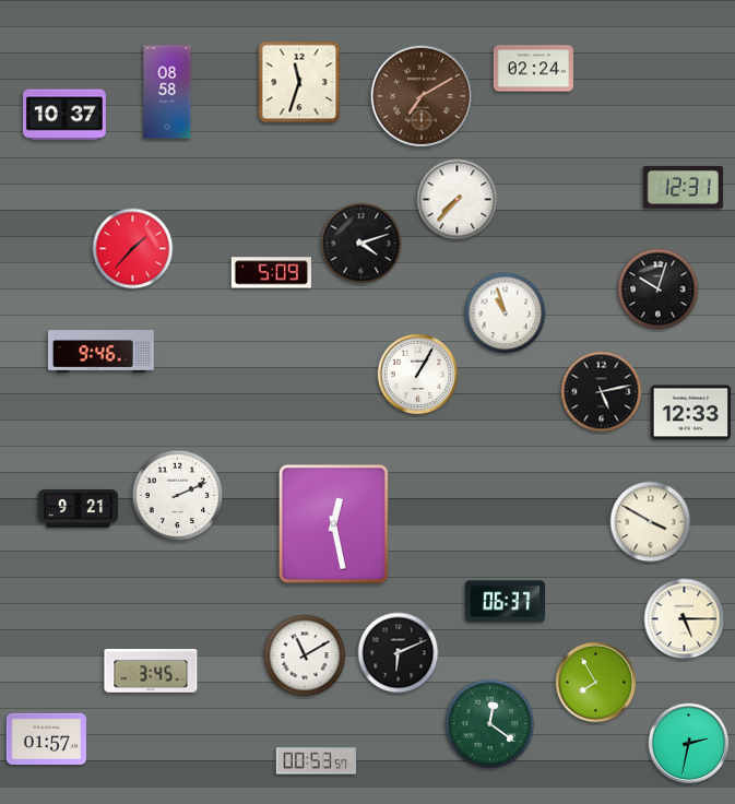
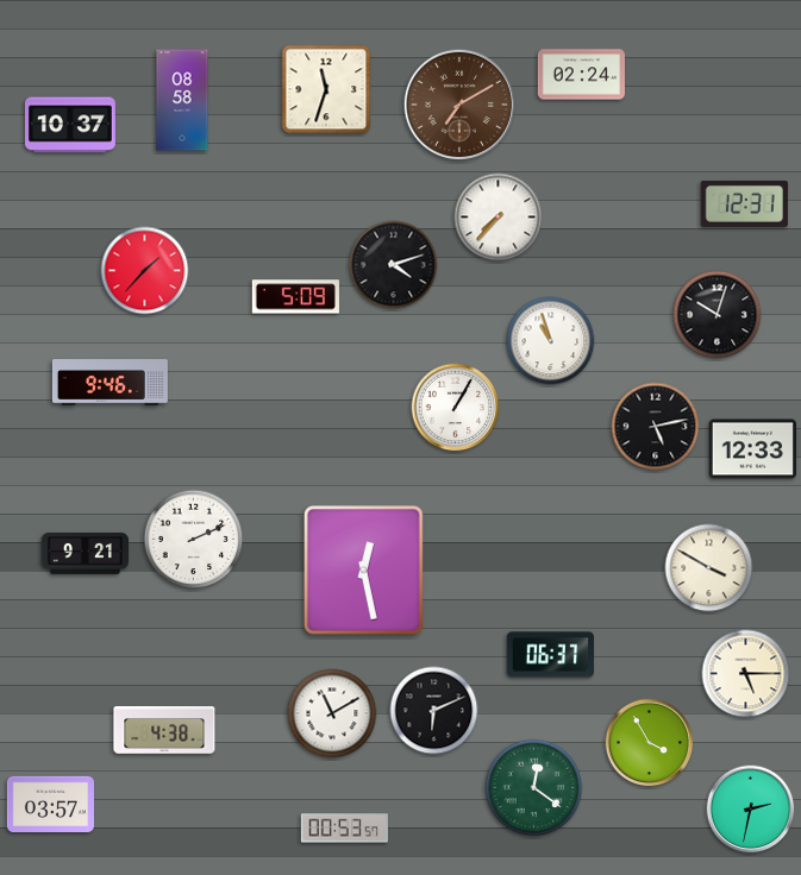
clock at (151, 672): 3:45 -> 4:38
clock at (596, 683): 7:55 -> 3:55
clock at (46, 740): 01:57 -> 03:57
